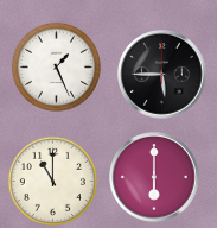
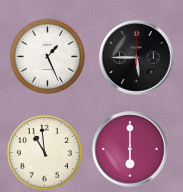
clock at (162, 75) position: (162, 75) -> (137, 58)
clock at (52, 180): 11:00 -> 10:59
